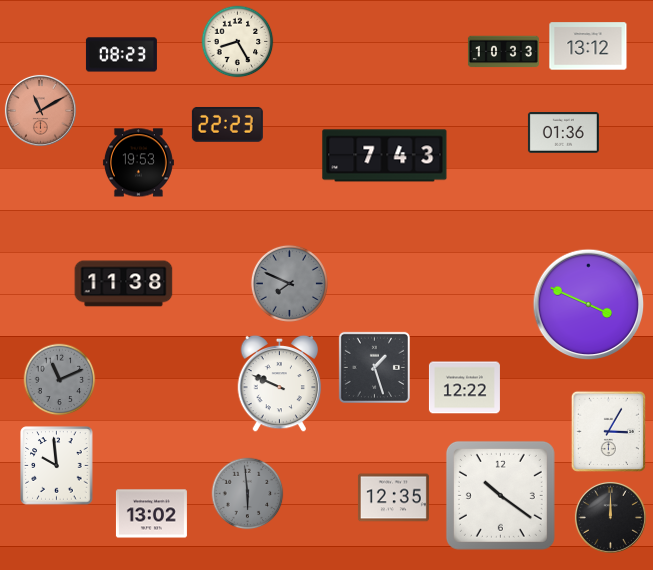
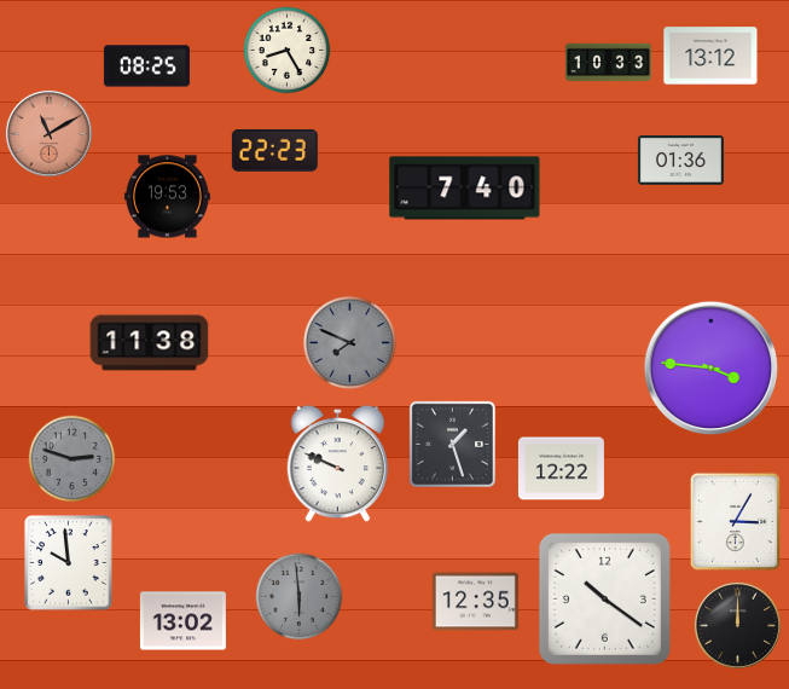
clock at (121, 55): 08:23 -> 08:25
clock at (385, 156): 7:43 -> 7:40
clock at (589, 305): 3:49 -> 3:46
clock at (60, 380): 11:11 -> 2:48
